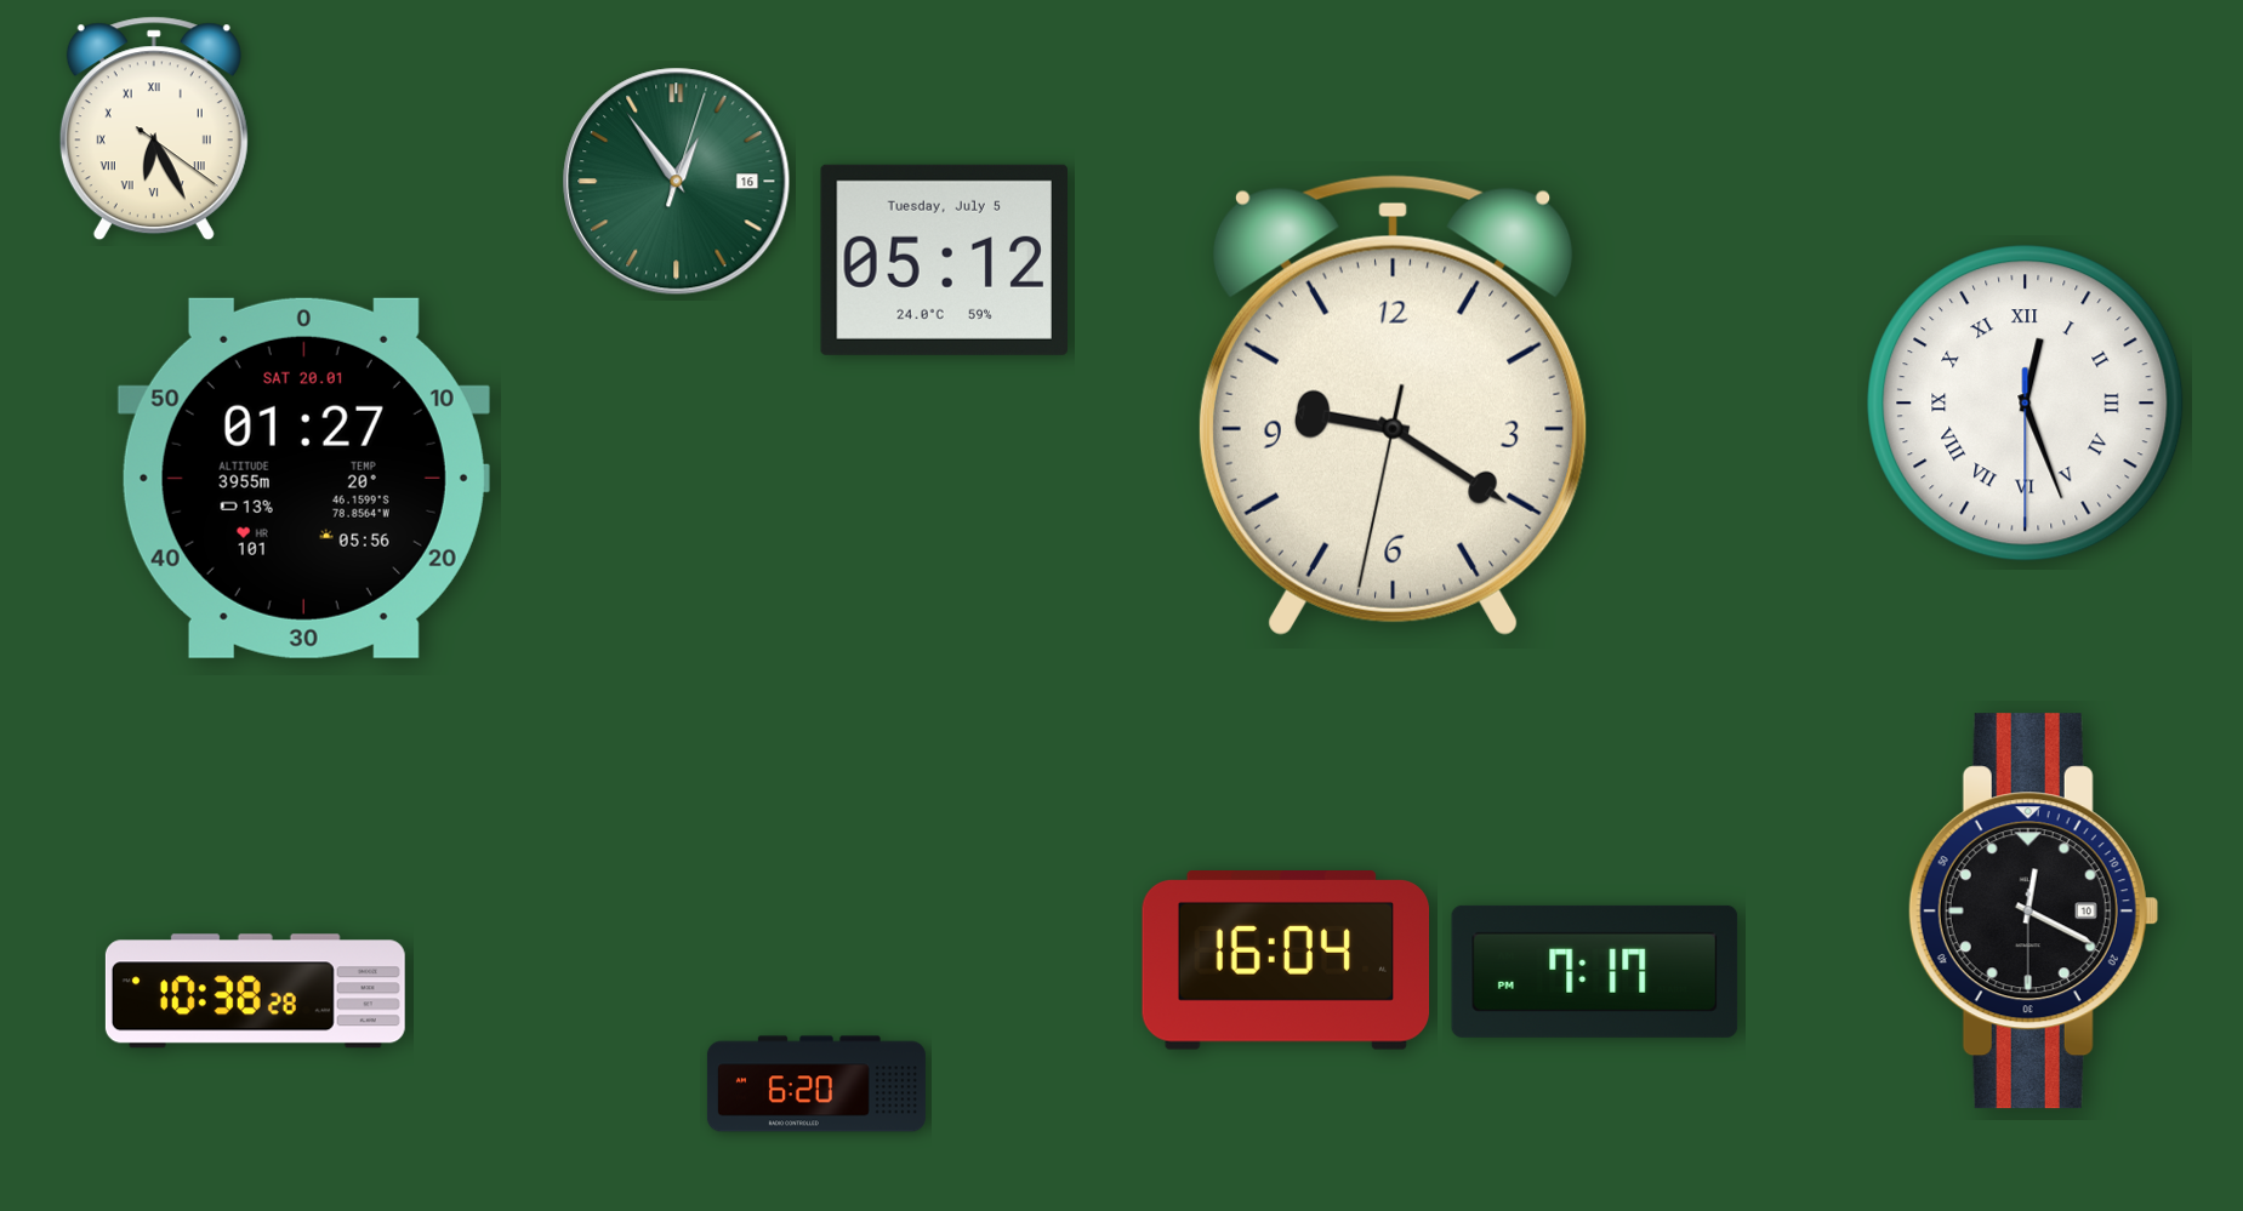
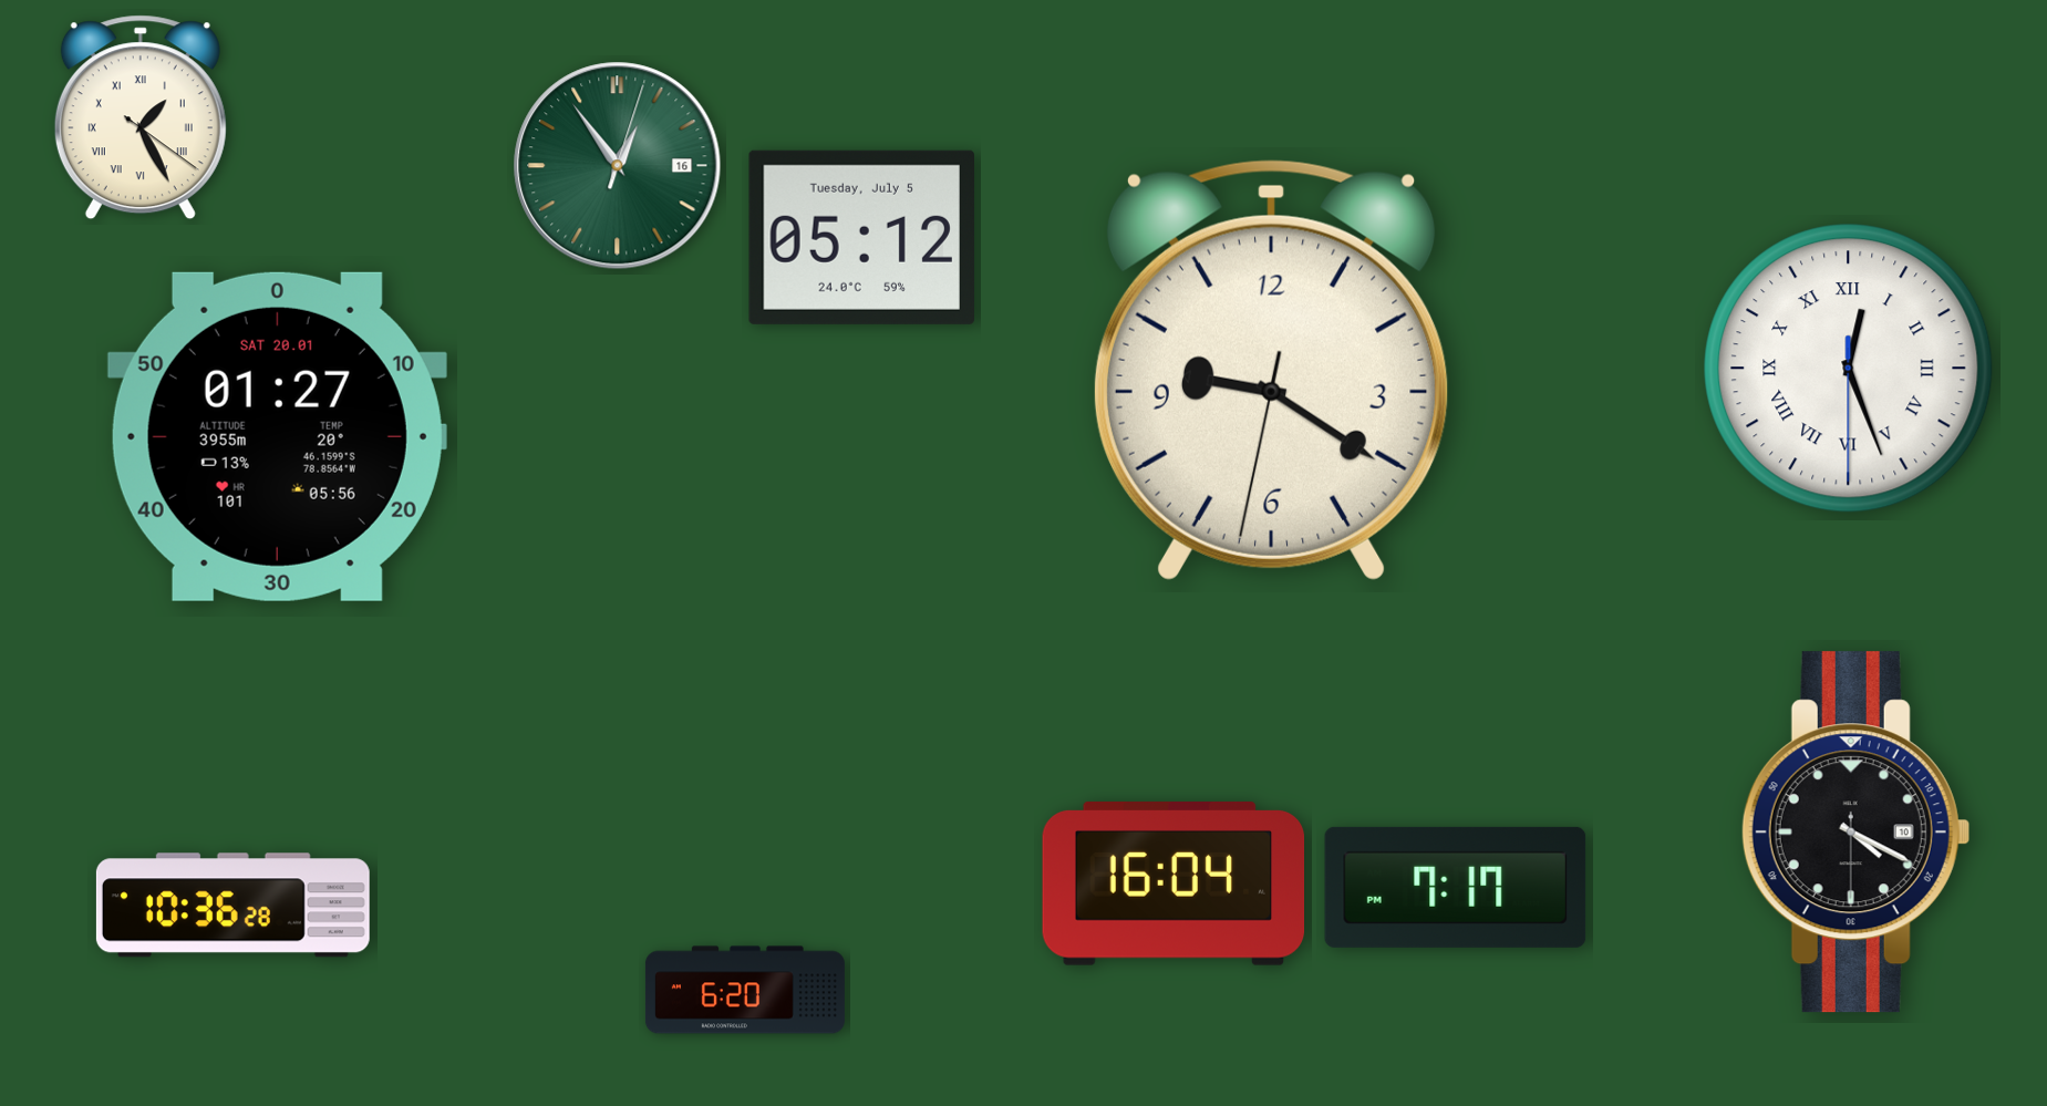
clock at (154, 128): 6:25 -> 1:25
clock at (2033, 912): 12:19 -> 4:19
clock at (1286, 961) position: (1286, 961) -> (1174, 885)
clock at (255, 992): 10:38 -> 10:36
